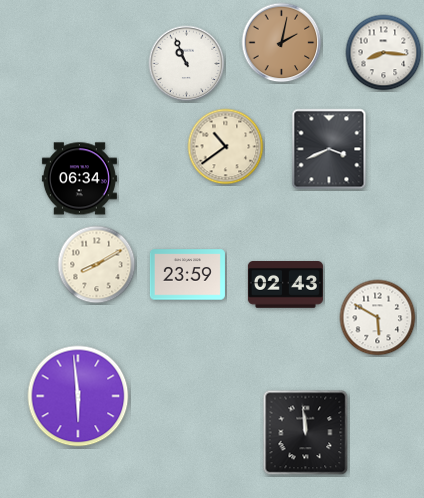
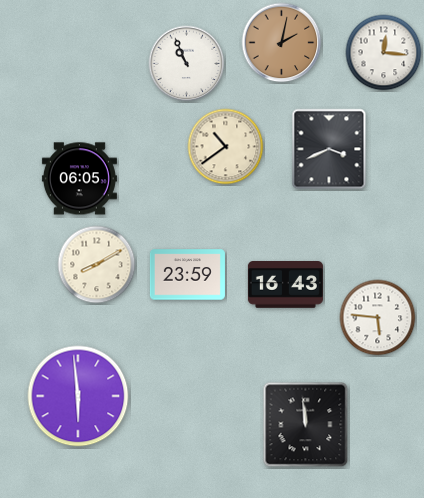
clock at (384, 53): 8:16 -> 12:16
clock at (79, 179): 06:34 -> 06:05
clock at (285, 285): 02:43 -> 16:43
clock at (378, 318): 5:50 -> 5:46
clock at (306, 433) position: (306, 433) -> (306, 425)
